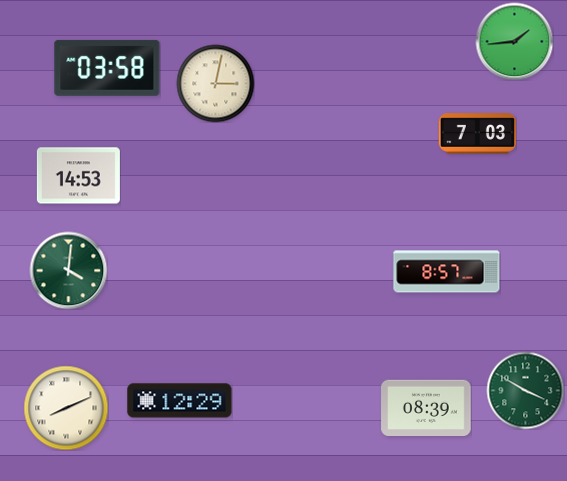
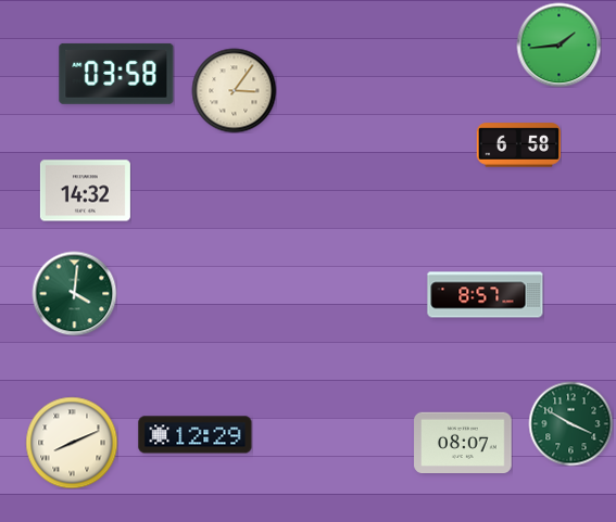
clock at (215, 83): 3:02 -> 3:06
clock at (477, 134): 7:03 -> 6:58
clock at (78, 176): 14:53 -> 14:32
clock at (426, 407): 08:39 -> 08:07
